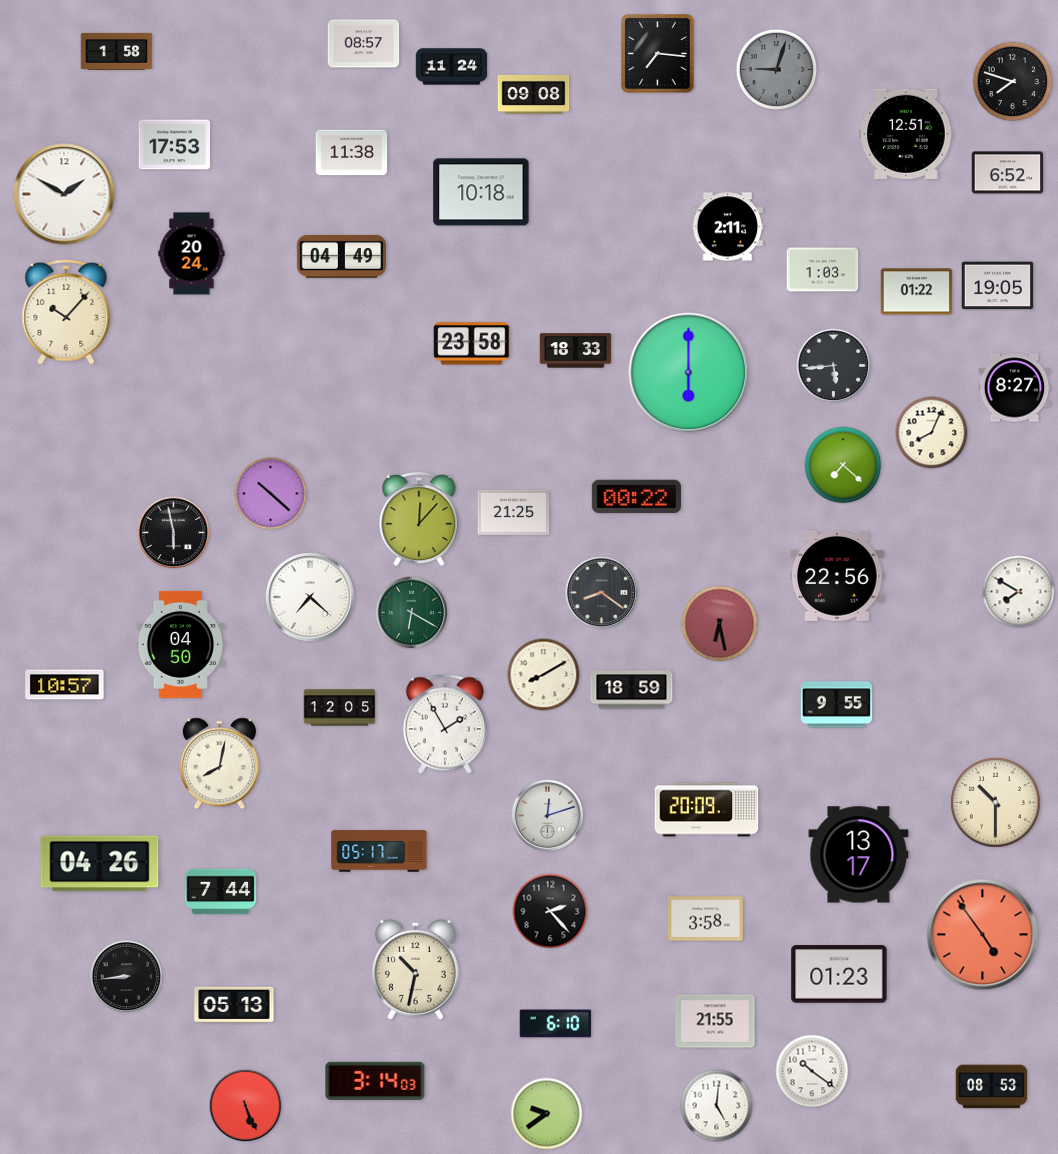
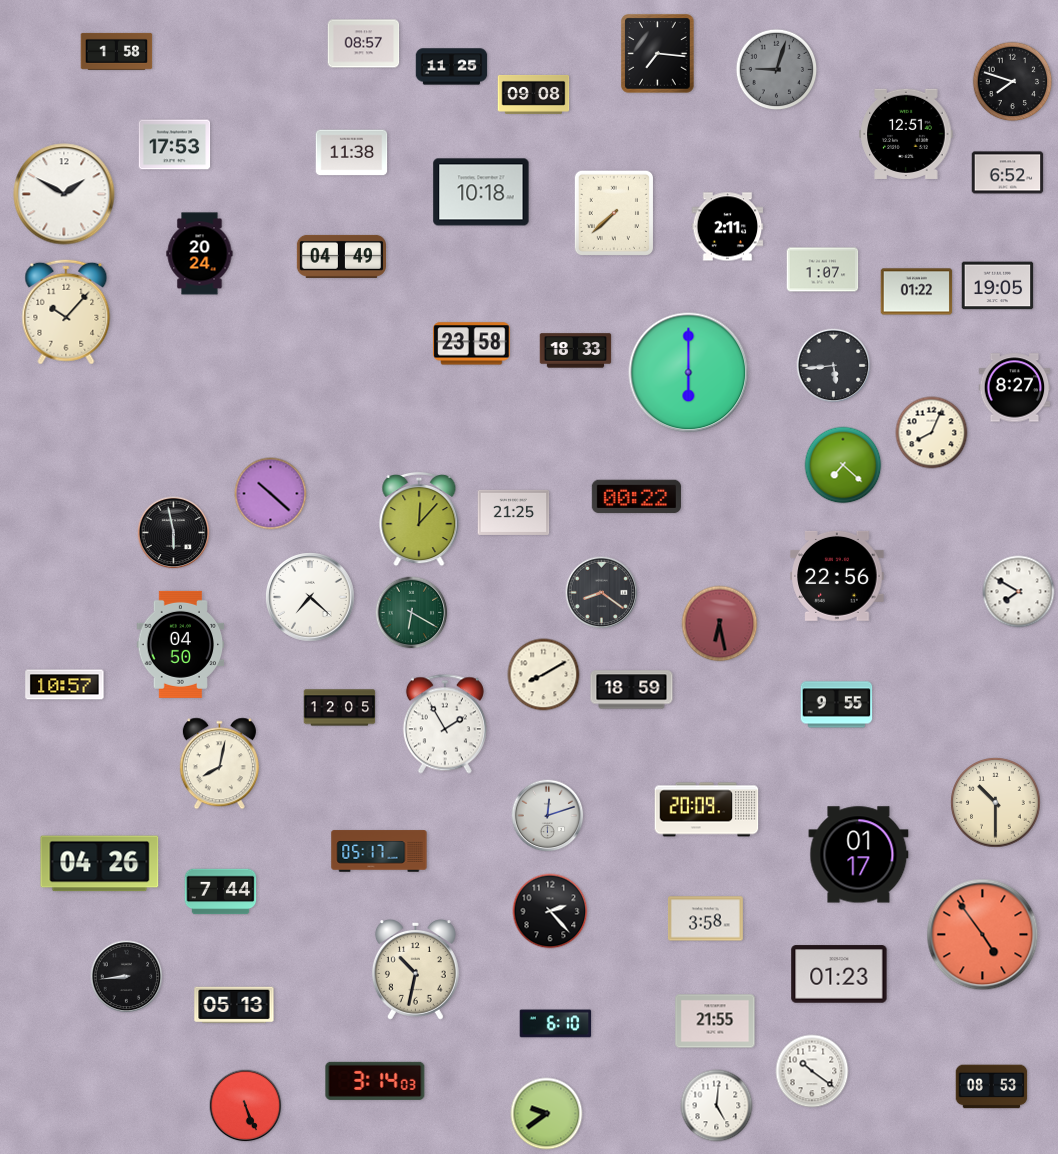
clock at (452, 67): 11:24 -> 11:25
clock at (613, 212): none -> 7:38
clock at (192, 254) position: (192, 254) -> (200, 254)
clock at (823, 270): 1:03 -> 1:07
clock at (859, 855): 13:17 -> 01:17
